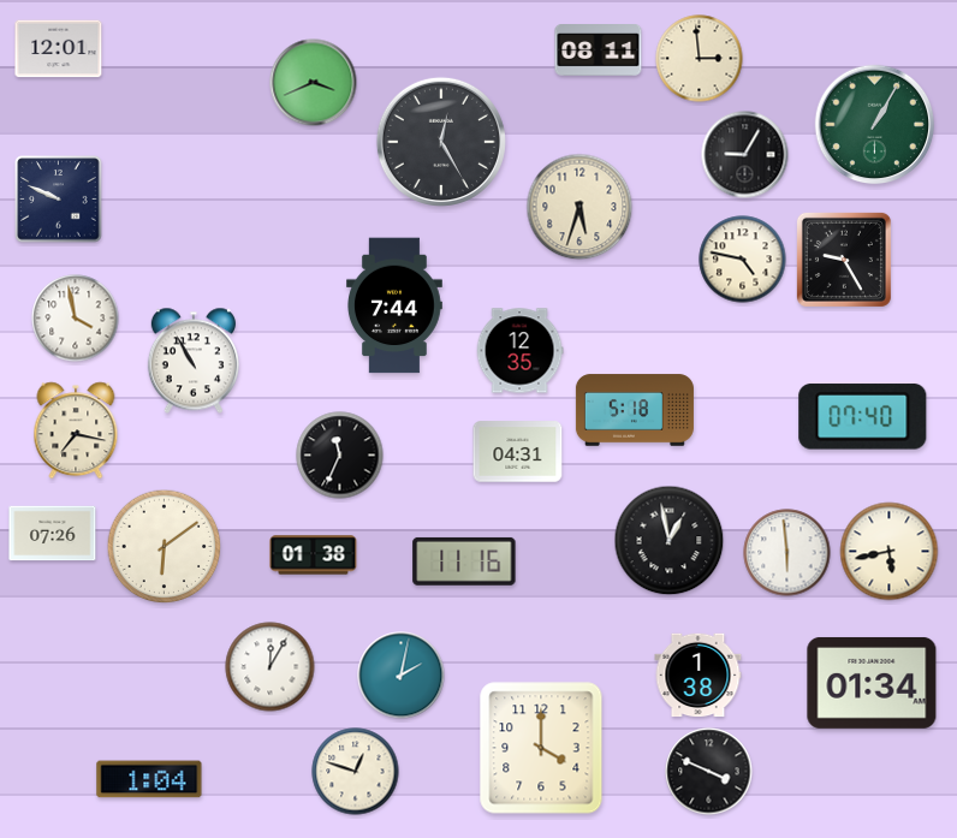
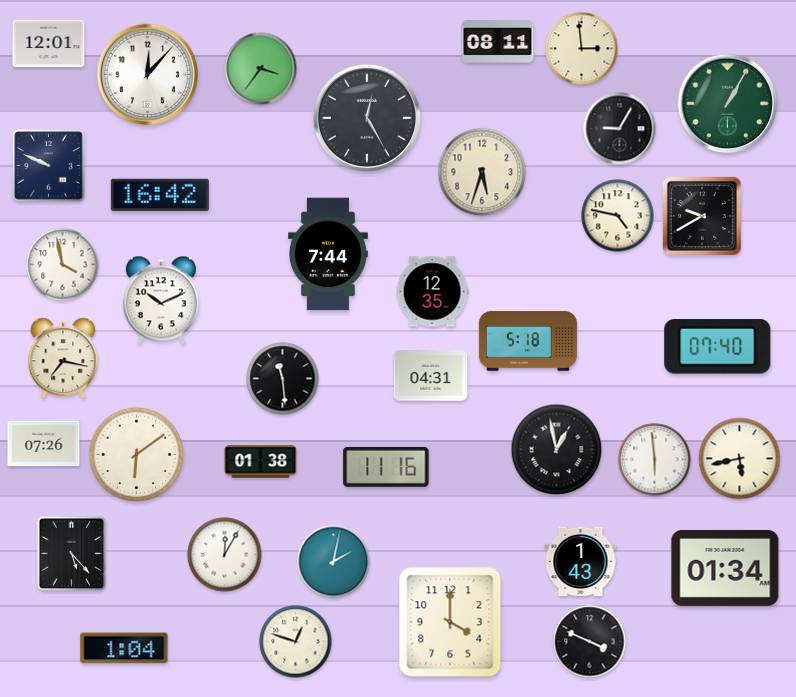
clock at (59, 49) position: (59, 49) -> (49, 44)
clock at (314, 83): 3:41 -> 3:36
clock at (148, 75): none -> 12:07
clock at (160, 195): none -> 16:42
clock at (844, 260): 9:25 -> 9:40
clock at (194, 361): 10:55 -> 10:11
clock at (340, 456): 11:34 -> 11:29
clock at (72, 554): none -> 5:23
clock at (699, 676): 1:38 -> 1:43
